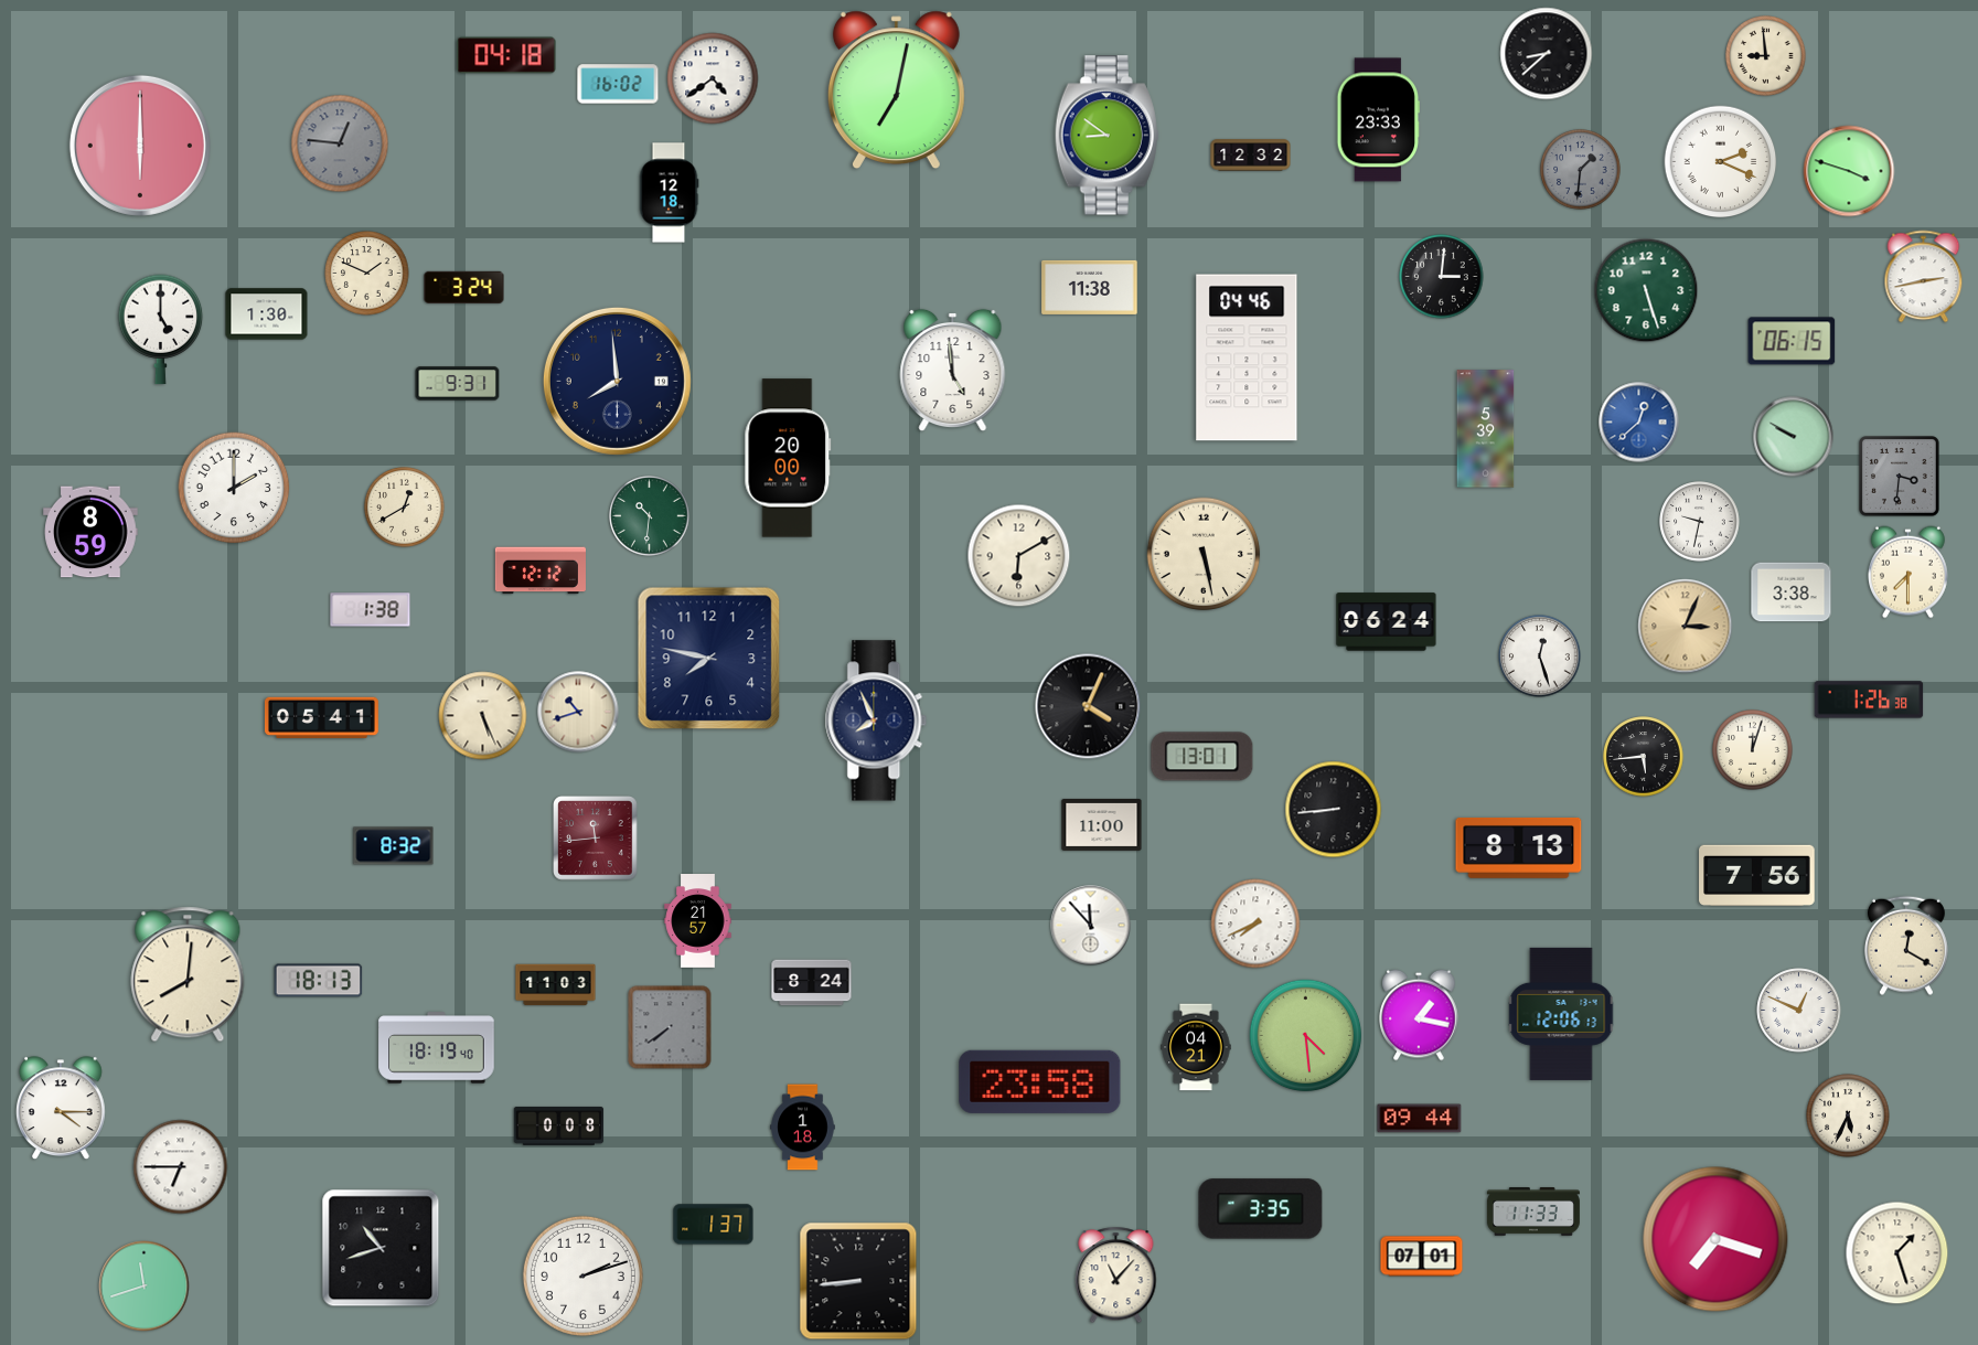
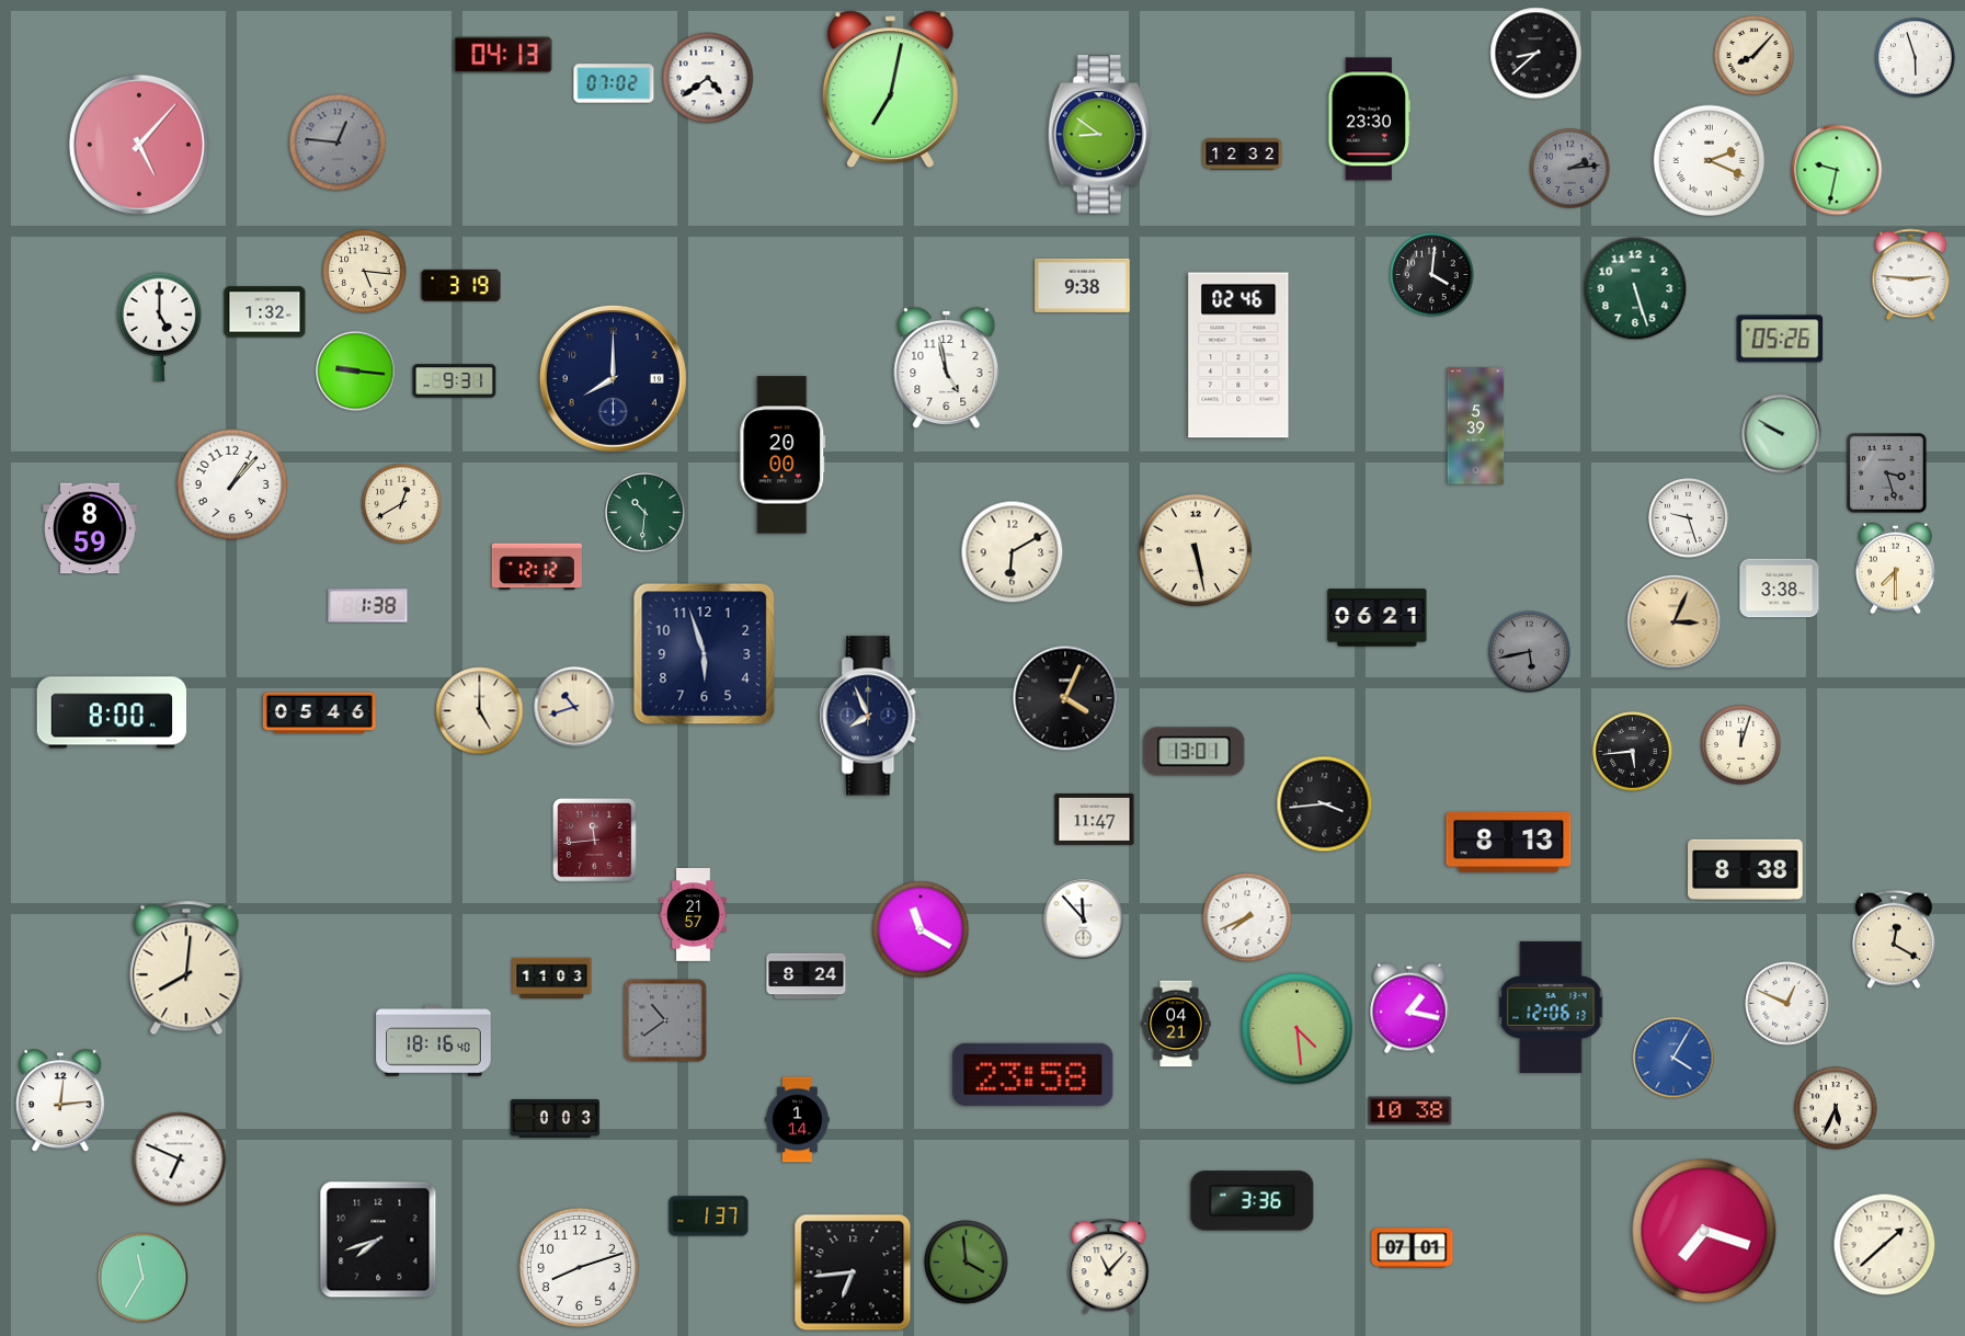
clock at (506, 55): 04:18 -> 04:13
clock at (1766, 56): 8:59 -> 8:07
clock at (1916, 58): none -> 5:57
clock at (618, 84): 16:02 -> 07:02
clock at (1379, 120): 23:33 -> 23:30
clock at (140, 146): 6:00 -> 5:07
clock at (1581, 170): 1:31 -> 2:14
clock at (1849, 171): 3:48 -> 9:32
clock at (669, 193): 12:18 -> none
clock at (367, 274): 1:49 -> 5:16
clock at (1442, 277): 3:01 -> 4:01
clock at (1924, 277): 2:43 -> 2:46
clock at (464, 287): 3:24 -> 3:19
clock at (1090, 287): 11:38 -> 9:38
clock at (267, 314): 1:30 -> 1:32
clock at (1792, 341): 06:15 -> 05:26
clock at (1247, 357): 04:46 -> 02:46
clock at (953, 371): 4:59 -> 4:58
clock at (356, 372): none -> 9:16
clock at (617, 381): 7:59 -> 8:00
clock at (1639, 423): 12:38 -> none
clock at (1900, 477): 3:31 -> 3:27
clock at (234, 488): 2:00 -> 1:07
clock at (1700, 522): 9:32 -> 9:27
clock at (1387, 622): 06:24 -> 06:21
clock at (1540, 657): 12:27 -> 5:43
clock at (1540, 657) dial: white -> grey
clock at (709, 659): 7:47 -> 5:57
clock at (1869, 700): 1:26 -> none
clock at (1088, 706) position: (1088, 706) -> (1065, 698)
clock at (483, 716): 5:26 -> 5:00
clock at (112, 712): none -> 8:00
clock at (321, 717): 05:41 -> 05:46
clock at (1334, 810): 8:44 -> 3:44
clock at (1102, 824): 11:00 -> 11:47
clock at (596, 839) position: (596, 839) -> (595, 841)
clock at (394, 846): 8:32 -> none
clock at (1757, 875): 7:56 -> 8:38
clock at (921, 929): none -> 11:20
clock at (319, 981): 18:13 -> none
clock at (670, 1027): 7:39 -> 10:39
clock at (1196, 1047) position: (1196, 1047) -> (1176, 1024)
clock at (437, 1048): 18:19 -> 18:16
clock at (1673, 1058): none -> 4:05
clock at (61, 1109): 4:15 -> 12:14
clock at (1420, 1119): 09:44 -> 10:38
clock at (559, 1125): 0:08 -> 0:03
clock at (803, 1128): 1:18 -> 1:14
clock at (181, 1167): 6:45 -> 6:49
clock at (1261, 1209): 3:35 -> 3:36
clock at (1533, 1211): 11:33 -> none
clock at (381, 1248): 10:42 -> 7:42
clock at (1897, 1253): 1:27 -> 1:38
clock at (967, 1263): none -> 3:59
clock at (582, 1275): 2:12 -> 8:12
clock at (858, 1281): 8:44 -> 6:44
clock at (145, 1287): 11:42 -> 11:35
